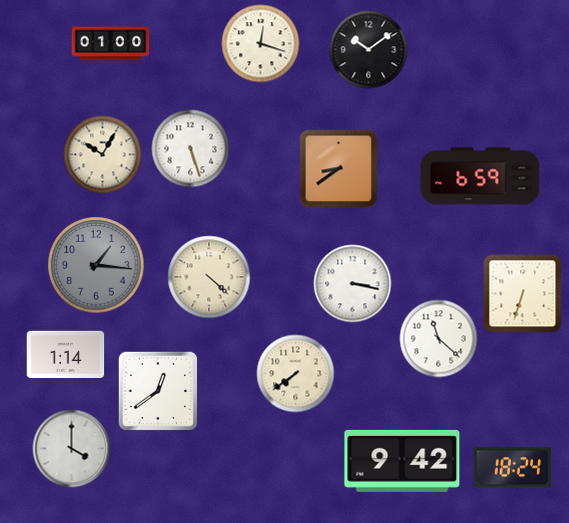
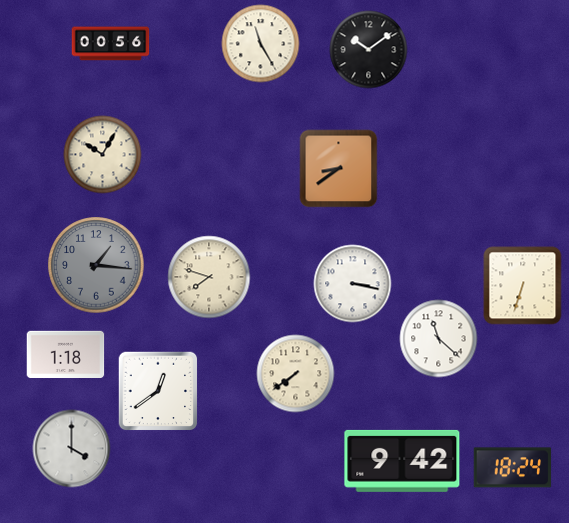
clock at (260, 43): 12:18 -> 11:25
clock at (110, 44): 01:00 -> 00:56
clock at (190, 148): 5:27 -> none
clock at (480, 176): 6:59 -> none
clock at (209, 277): 4:22 -> 7:48
clock at (522, 293) position: (522, 293) -> (522, 285)
clock at (65, 355): 1:14 -> 1:18
